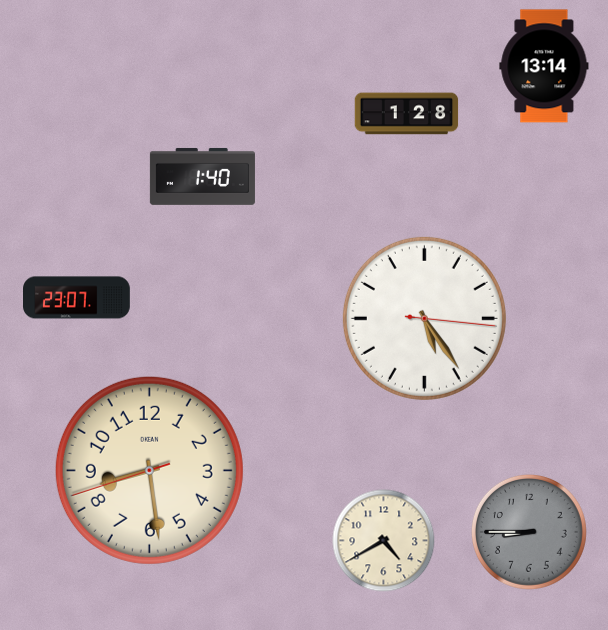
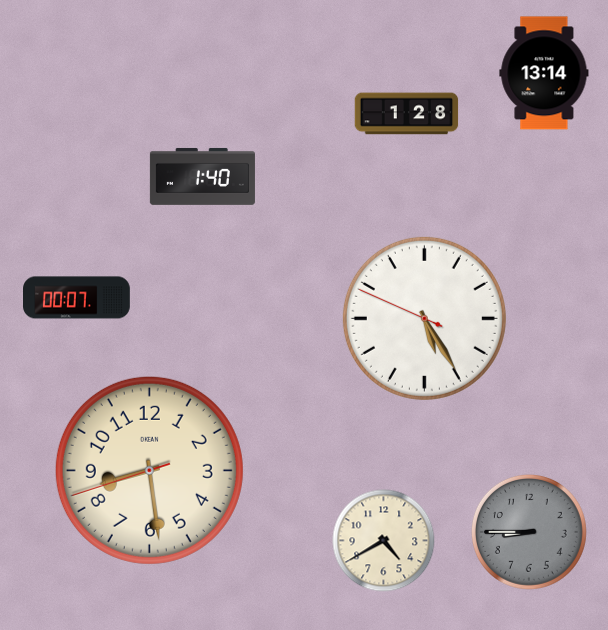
clock at (544, 66) position: (544, 66) -> (544, 73)
clock at (77, 298): 23:07 -> 00:07
clock at (424, 318): 5:24:16 -> 5:24:49
